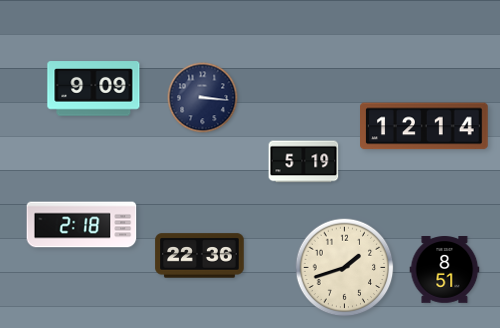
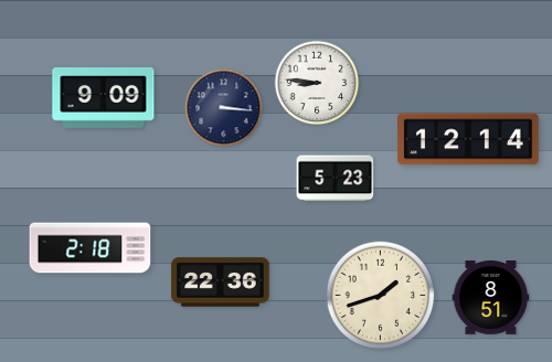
clock at (317, 83): none -> 8:46
clock at (304, 162): 5:19 -> 5:23
